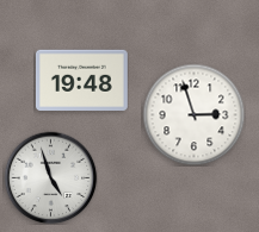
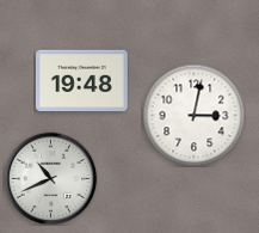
clock at (193, 114): 2:57 -> 3:02
clock at (50, 177): 4:57 -> 10:41
